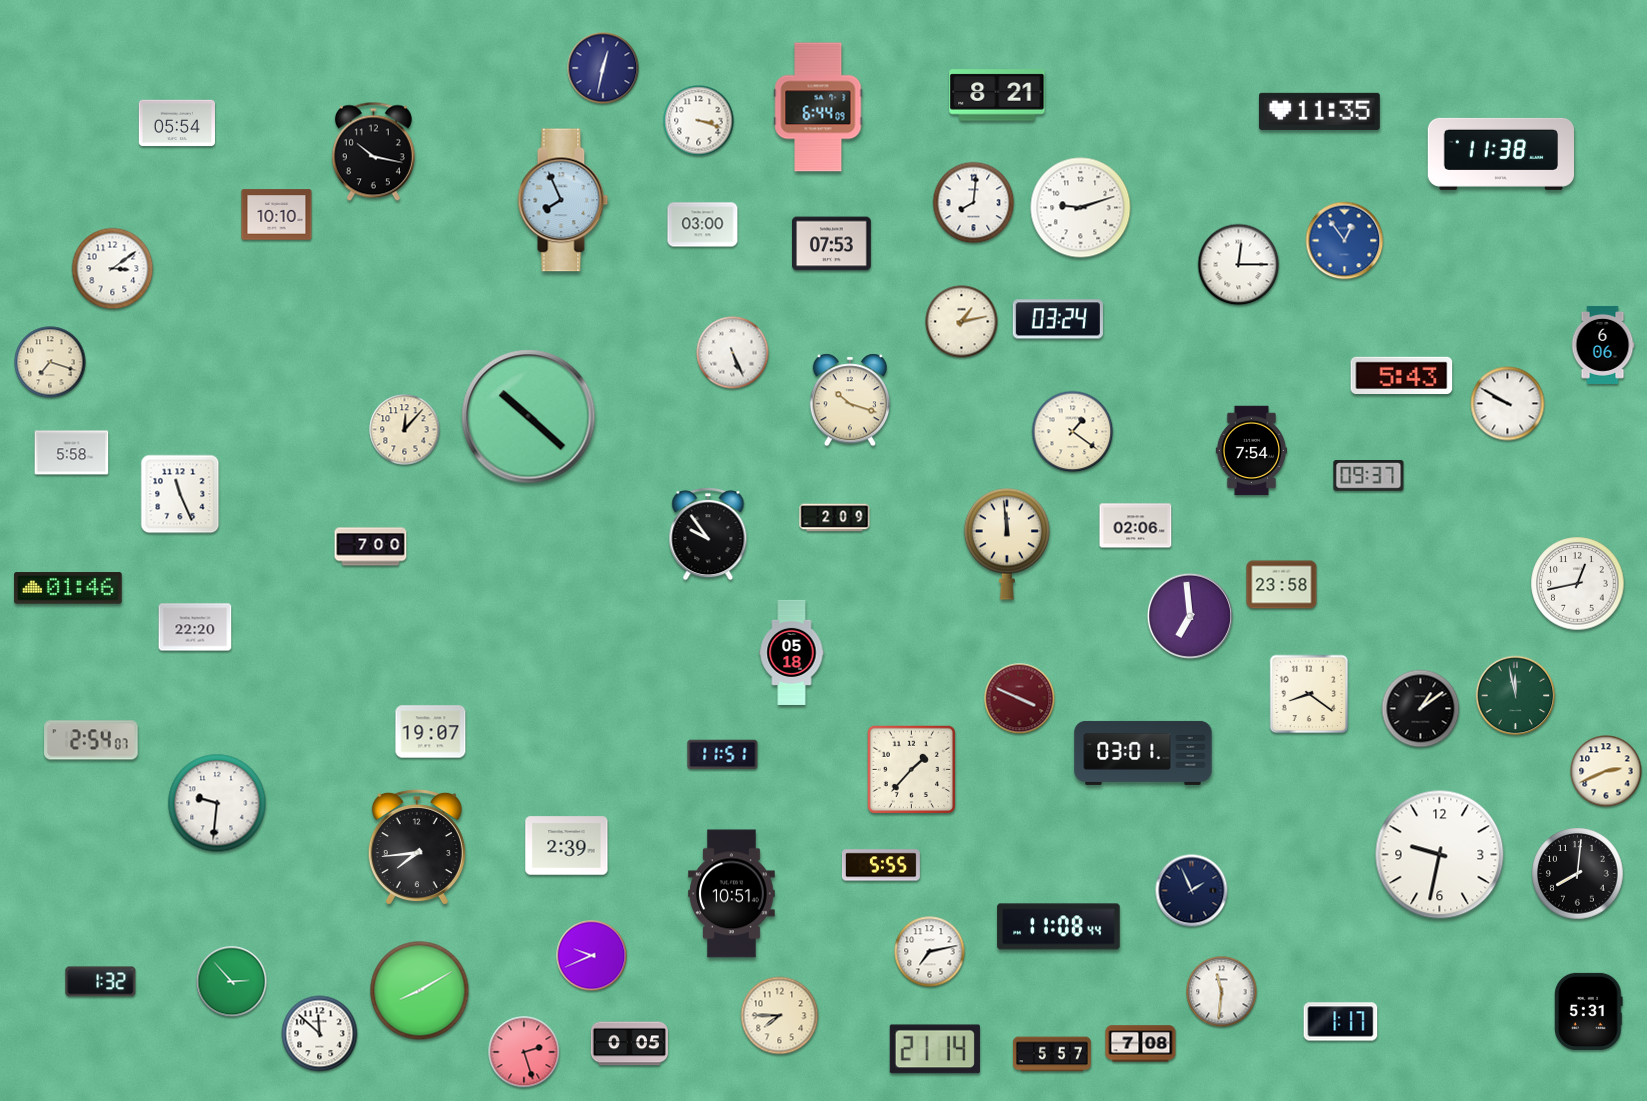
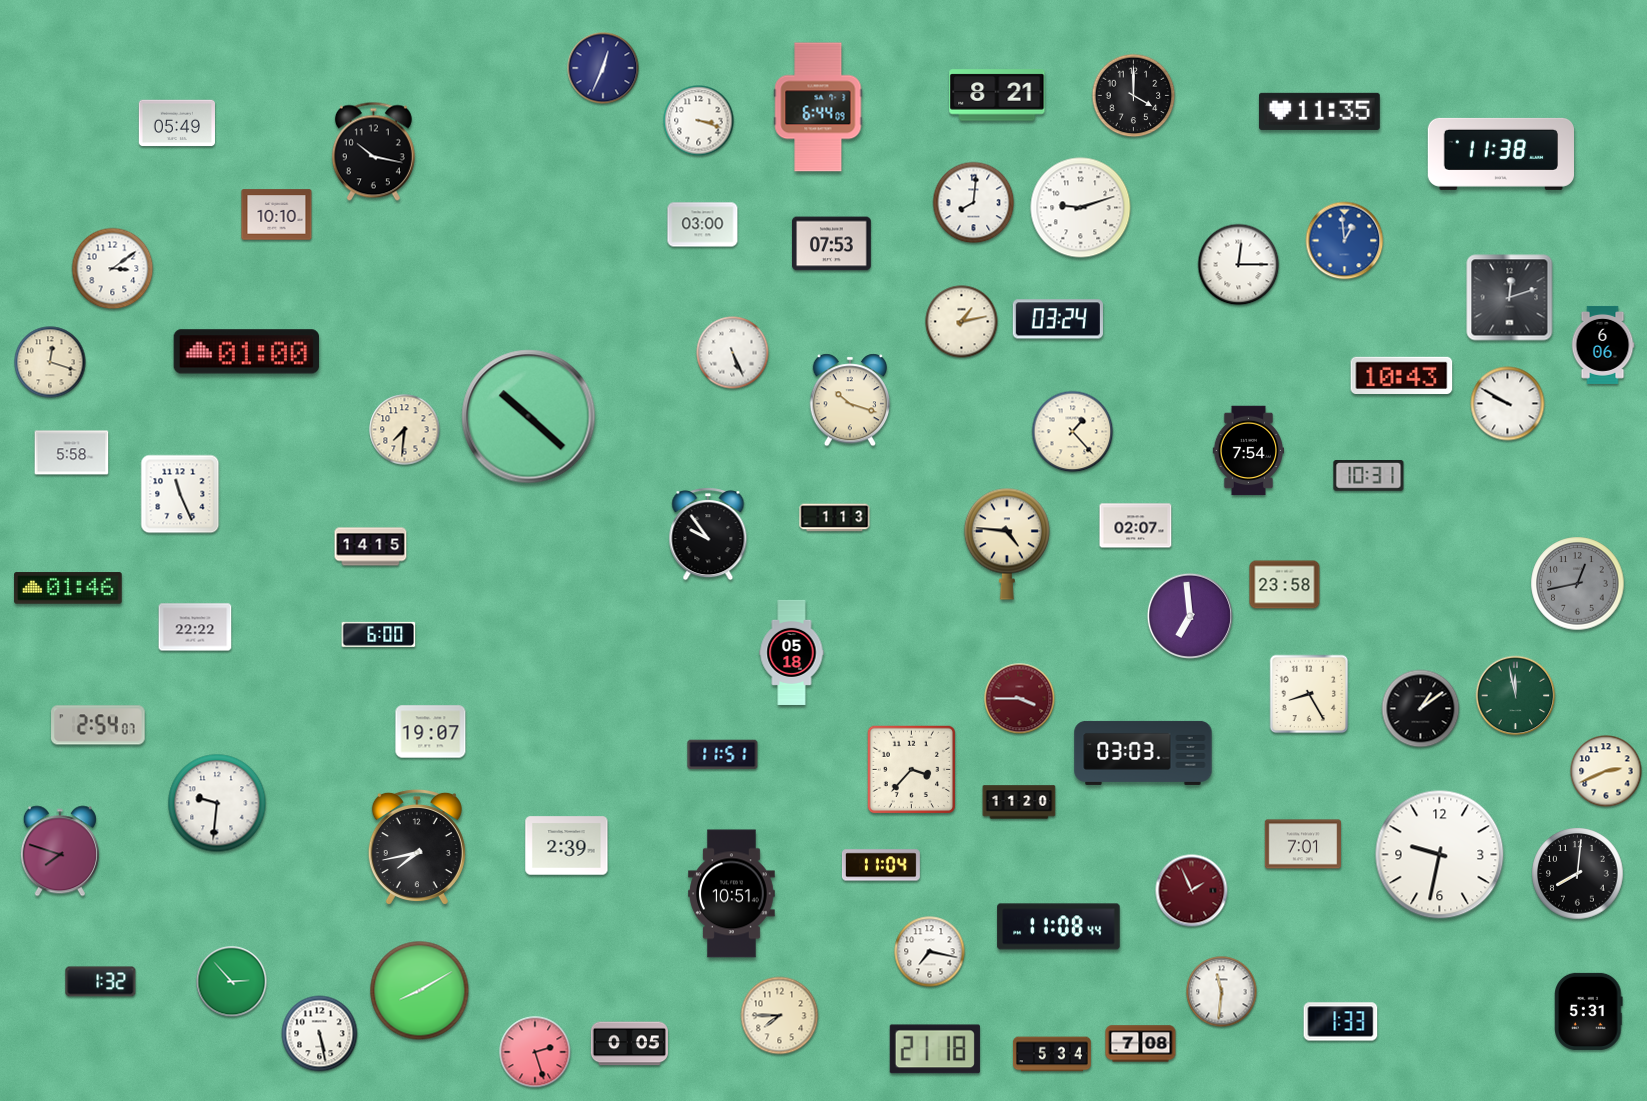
clock at (603, 68): 12:32 -> 12:34
clock at (1134, 96): none -> 4:00
clock at (176, 123): 05:54 -> 05:49
clock at (563, 200): 7:56 -> none
clock at (1345, 241): 12:54 -> 12:59
clock at (1510, 298): none -> 12:12
clock at (247, 352): none -> 01:00
clock at (50, 362): 7:18 -> 12:18
clock at (1402, 375): 5:43 -> 10:43
clock at (405, 430): 12:07 -> 7:31
clock at (1073, 432): 1:21 -> 1:23
clock at (1252, 451) position: (1252, 451) -> (1249, 451)
clock at (1369, 476): 09:37 -> 10:31
clock at (835, 518): 2:09 -> 1:13
clock at (1136, 526): 02:06 -> 02:07
clock at (1007, 544): 11:59 -> 4:46
clock at (371, 547): 7:00 -> 14:15
clock at (1578, 584) dial: white -> grey
clock at (1282, 585) position: (1282, 585) -> (1285, 585)
clock at (195, 627): 22:20 -> 22:22
clock at (379, 634): none -> 6:00
clock at (1309, 694): 8:21 -> 8:25
clock at (1020, 699): 3:49 -> 3:45
clock at (91, 740) position: (91, 740) -> (98, 725)
clock at (1143, 753): 03:01 -> 03:03
clock at (912, 770): 1:37 -> 3:37
clock at (1019, 802): none -> 11:20
clock at (1302, 844): none -> 7:01
clock at (417, 847): 7:44 -> 7:43
clock at (60, 851): none -> 7:48
clock at (881, 865): 5:55 -> 11:04
clock at (1192, 891) dial: navy -> burgundy
clock at (930, 952): 7:13 -> 7:17
clock at (592, 956): 9:41 -> none
clock at (1341, 1022): 1:17 -> 1:33
clock at (320, 1034): 11:52 -> 5:28
clock at (935, 1049): 21:14 -> 21:18
clock at (524, 1052) position: (524, 1052) -> (535, 1052)
clock at (1052, 1054): 5:57 -> 5:34
